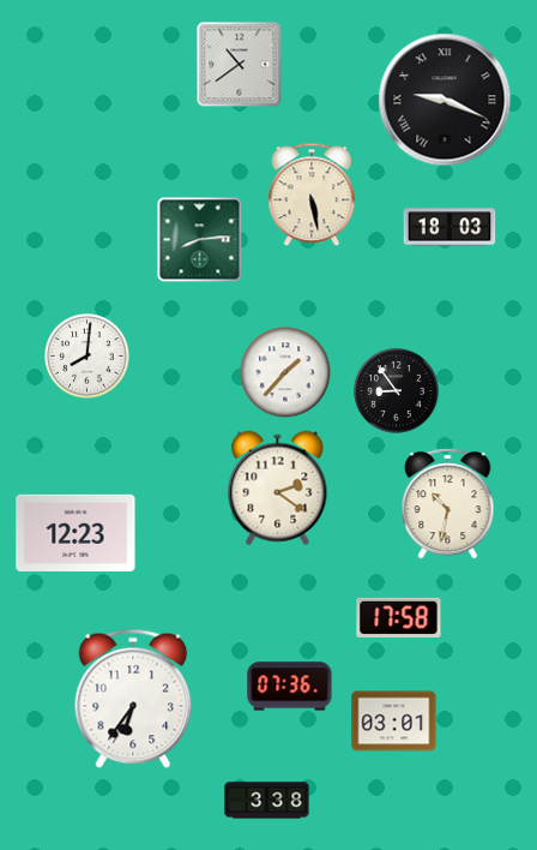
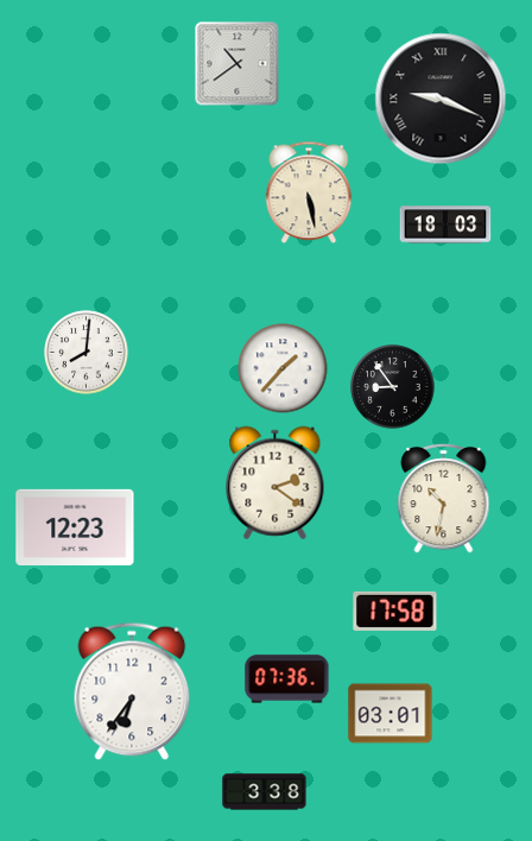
clock at (200, 240): 8:14 -> none
